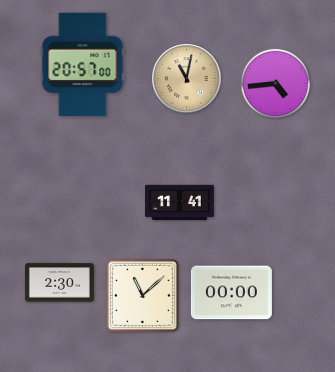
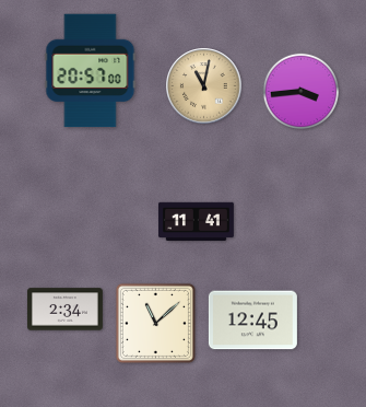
clock at (276, 84): 4:44 -> 3:44
clock at (59, 283): 2:30 -> 2:34
clock at (231, 293): 00:00 -> 12:45
